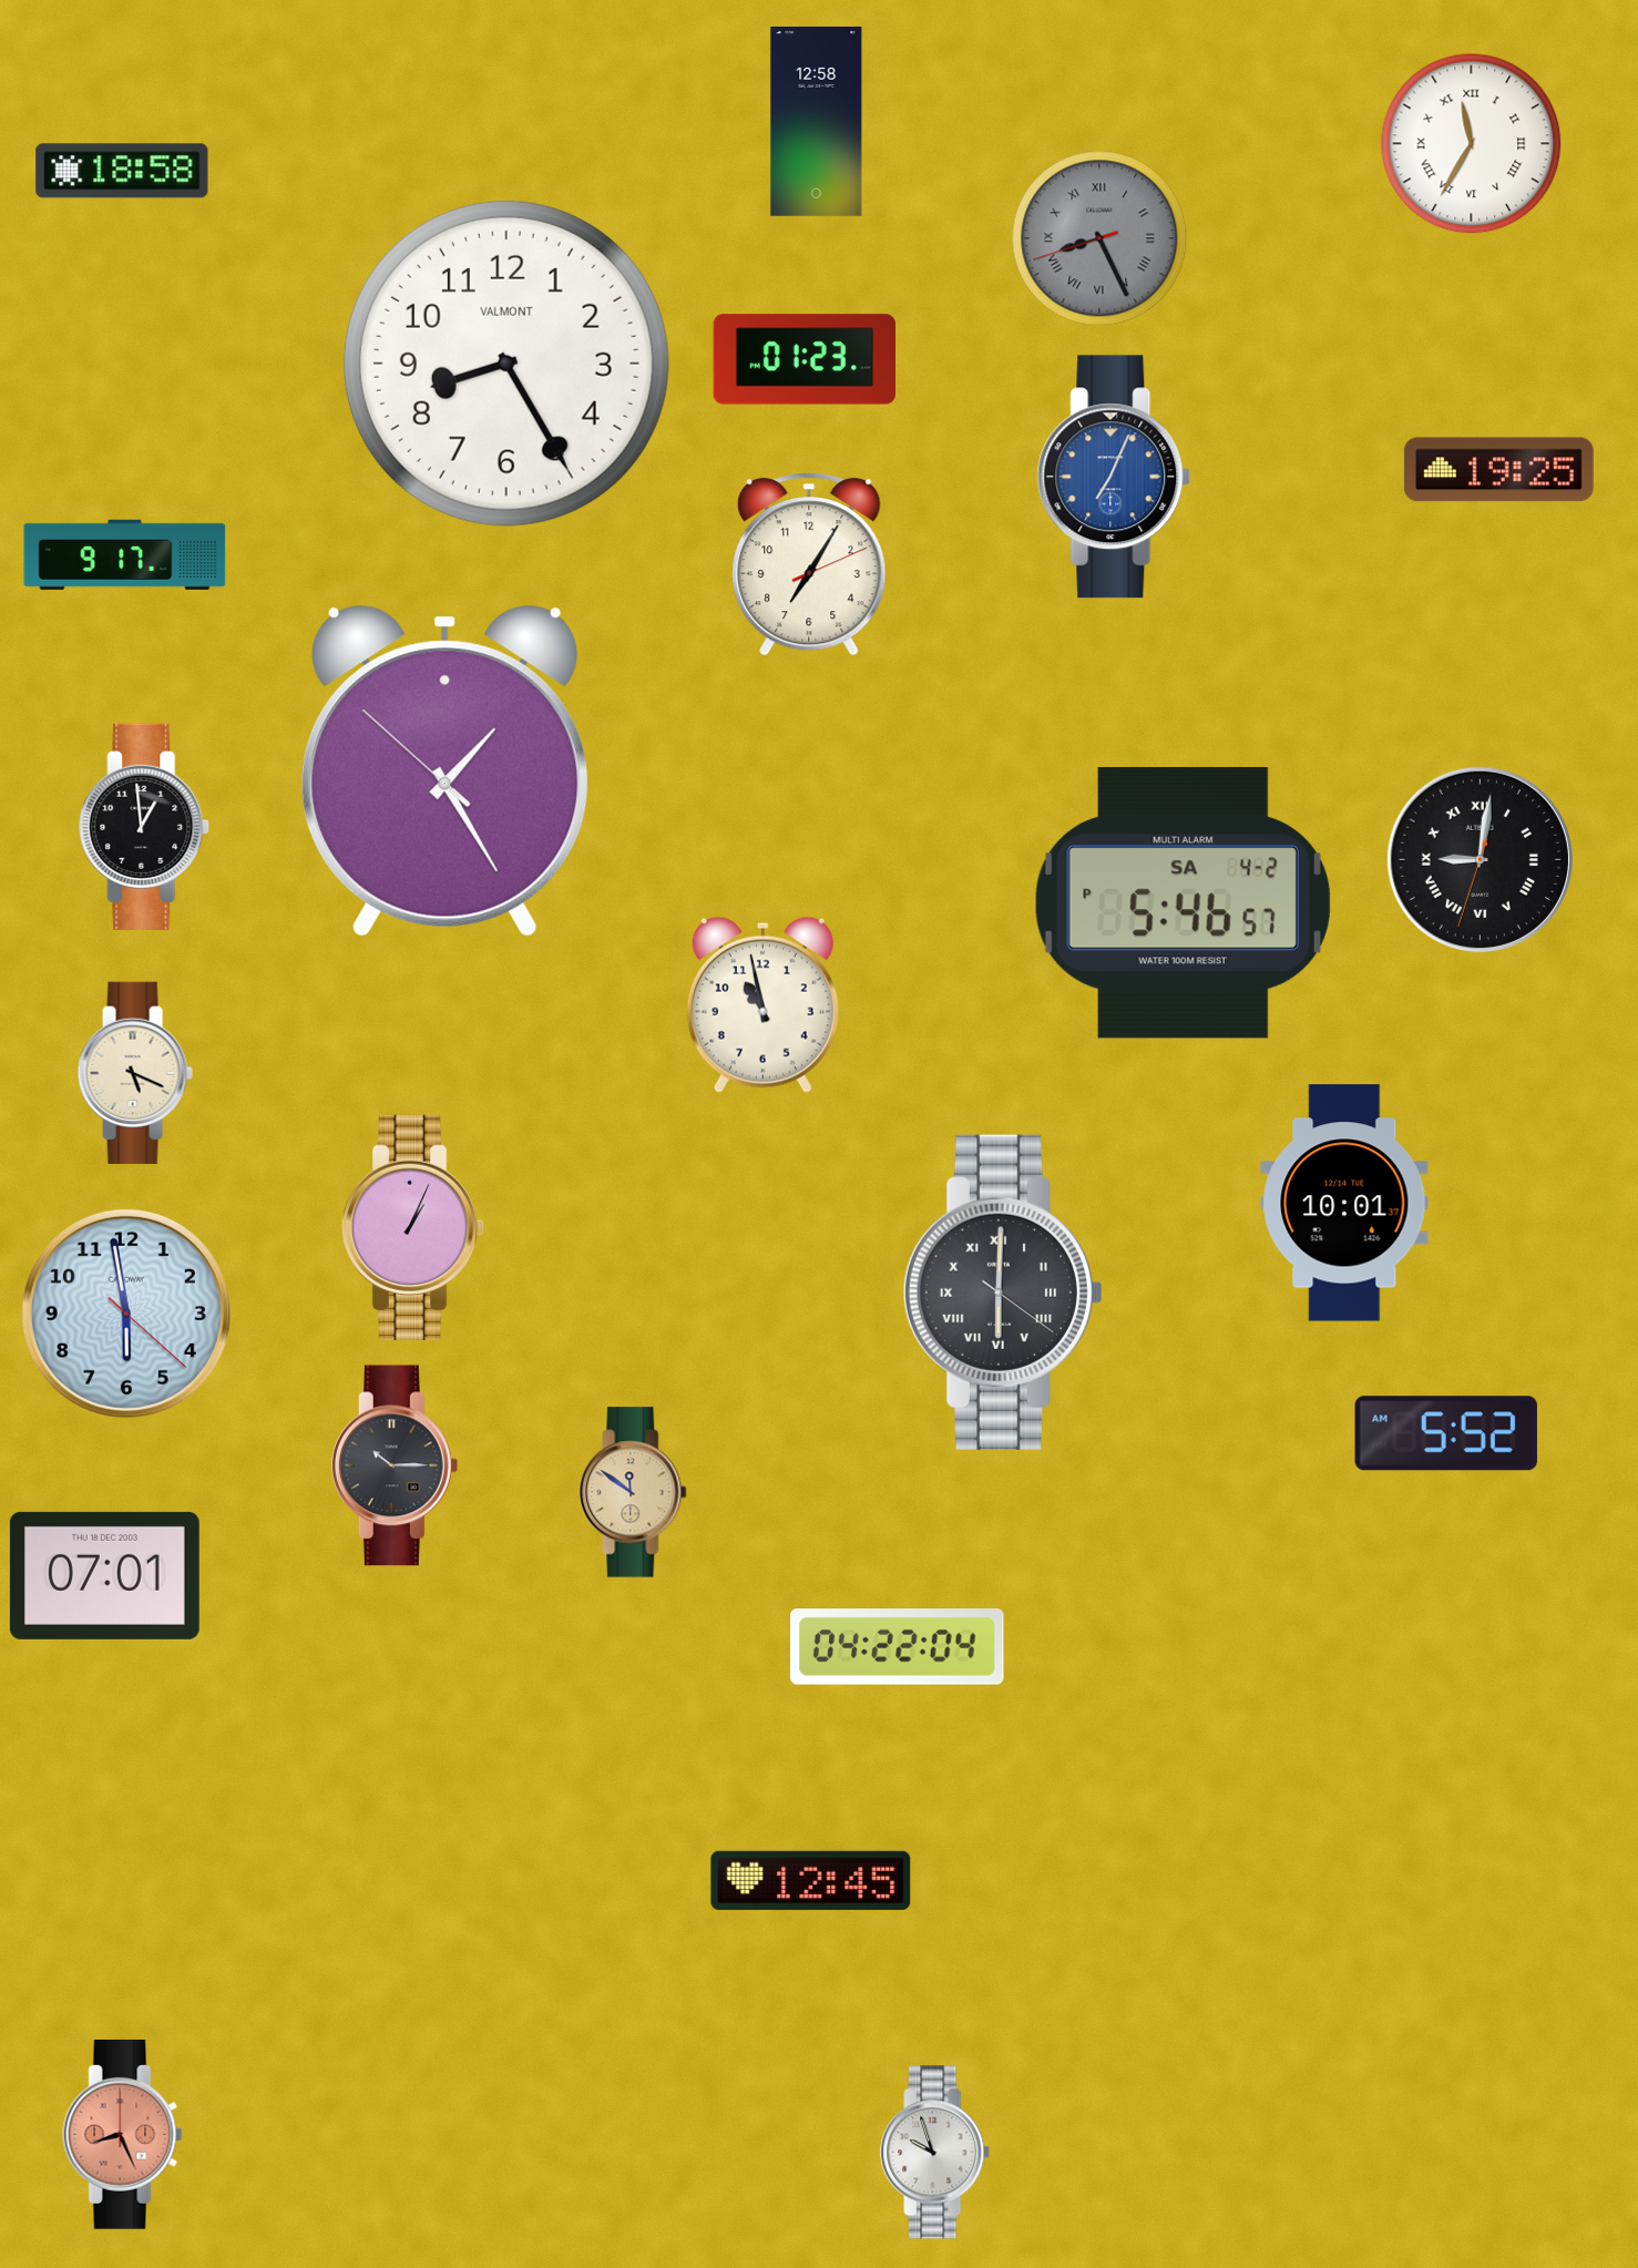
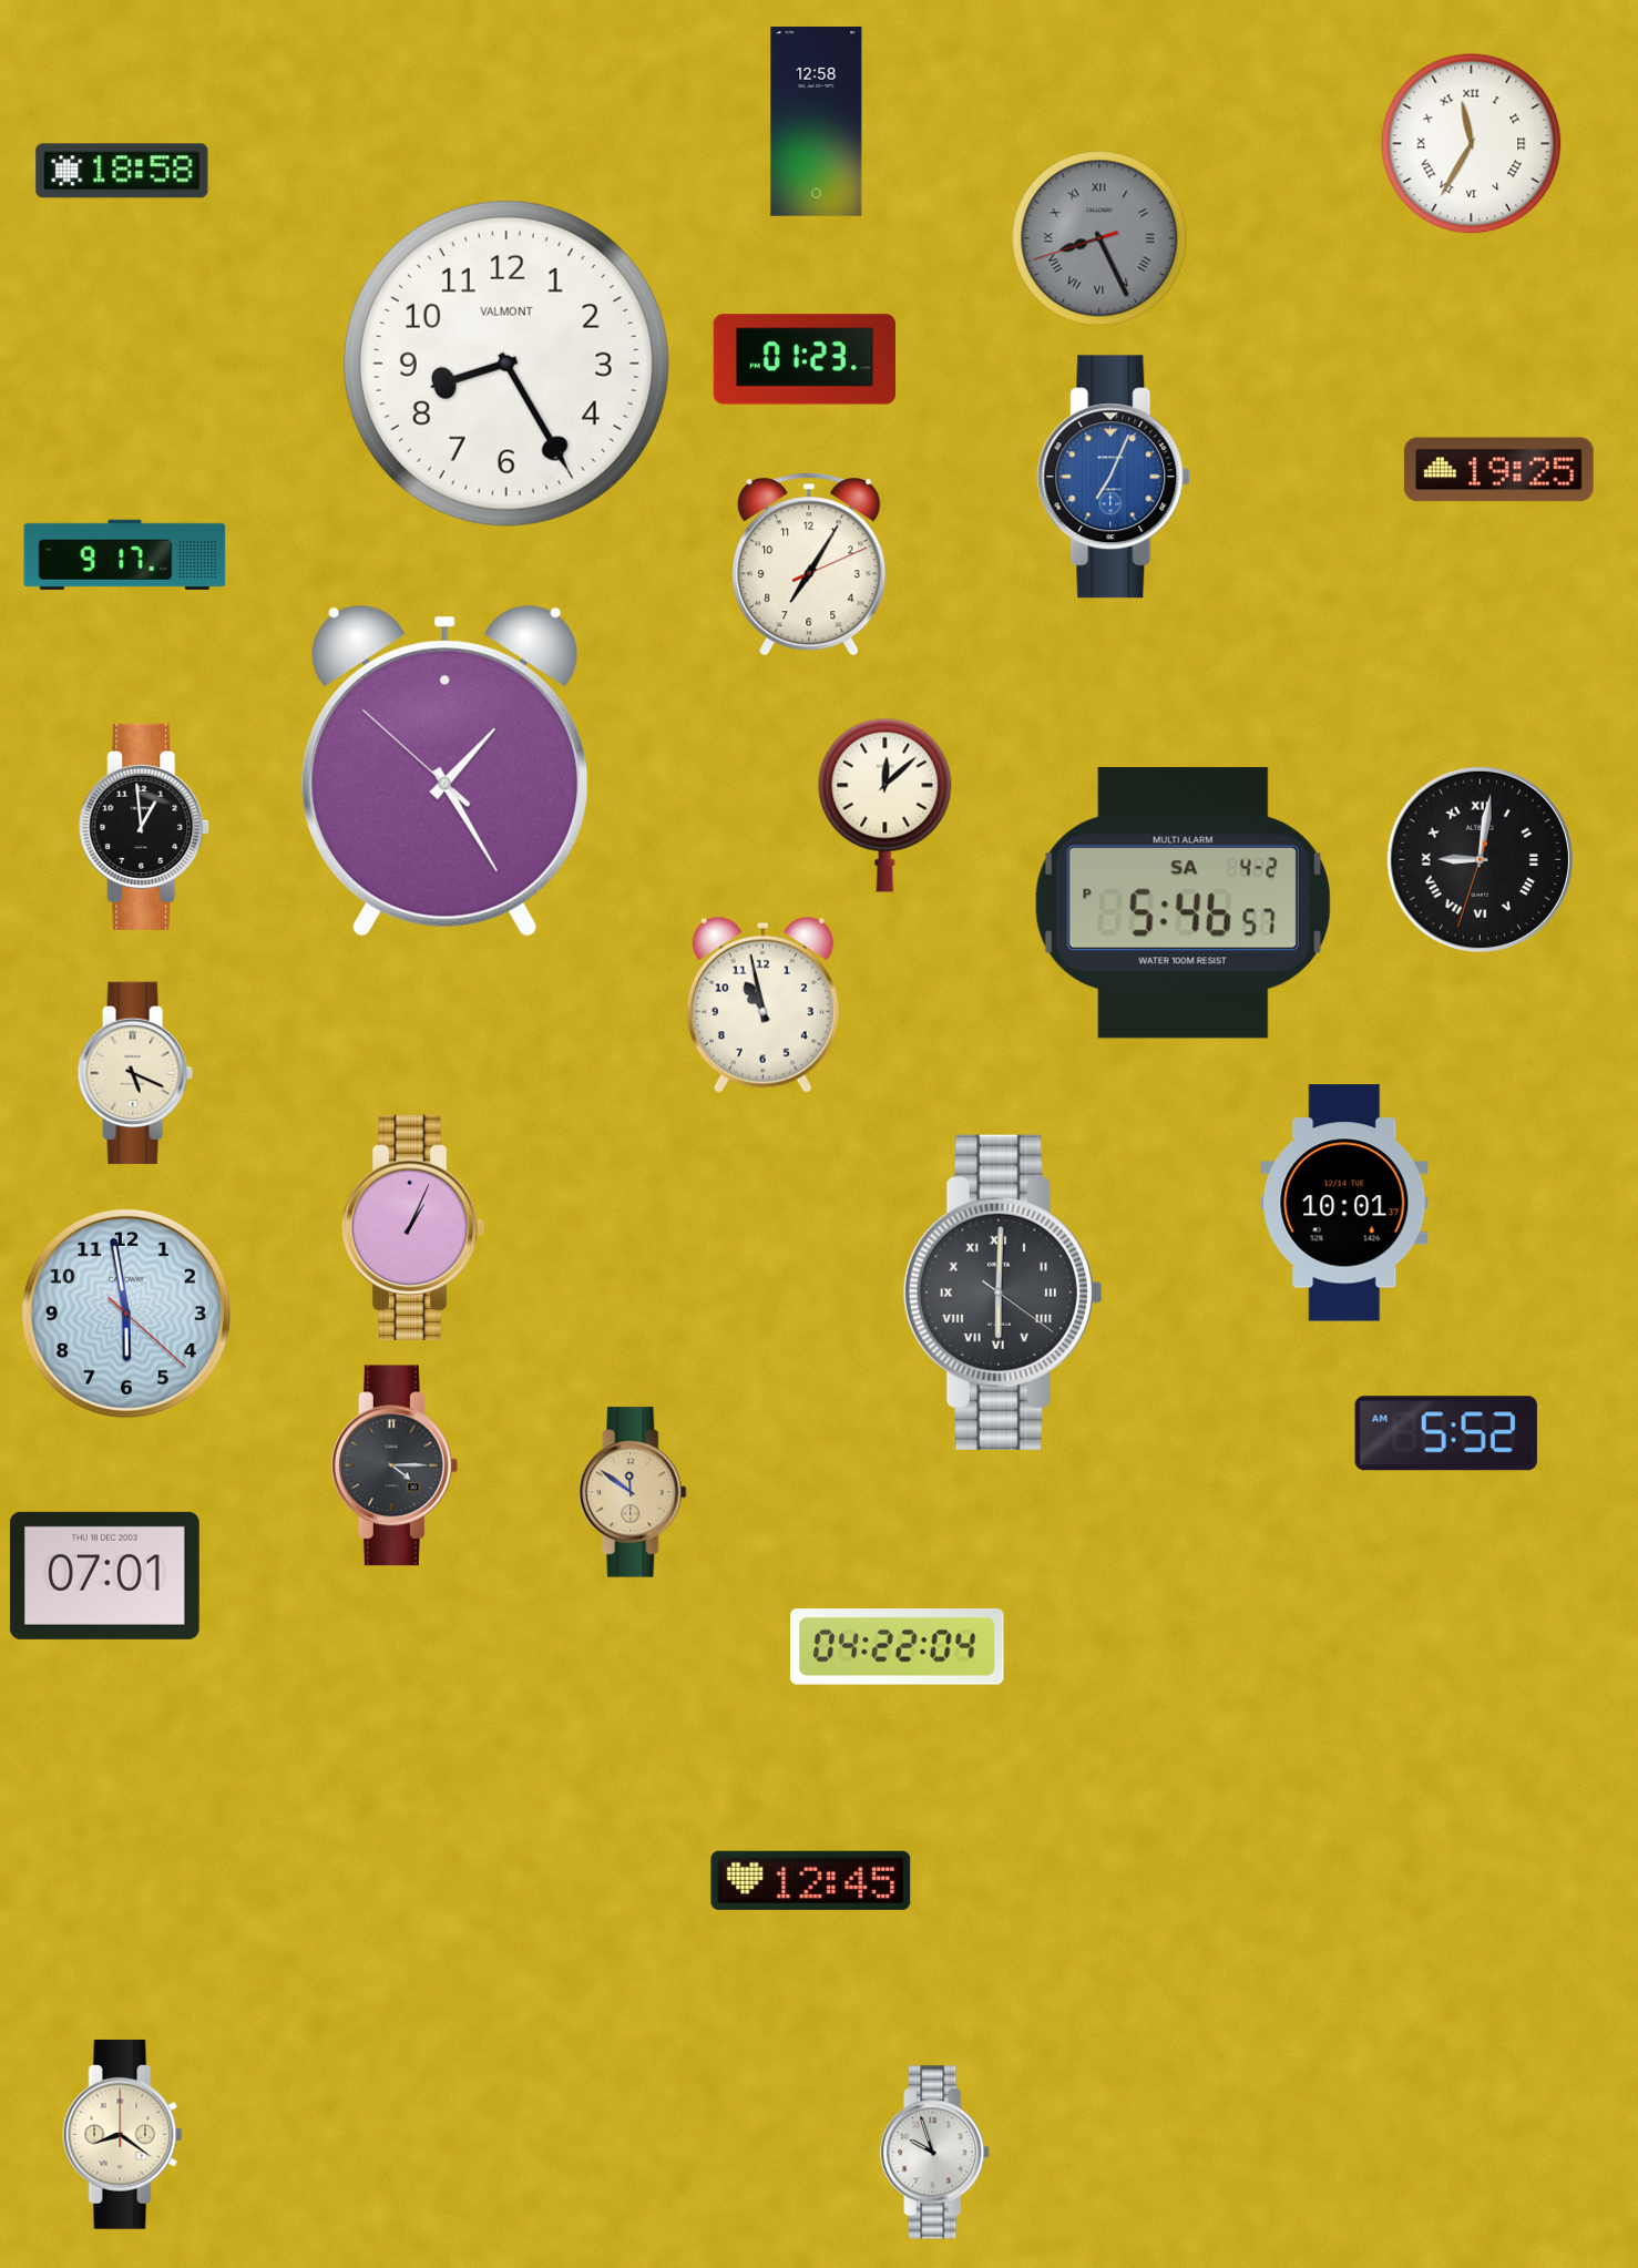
clock at (885, 805): none -> 12:08
clock at (395, 1465): 10:15 -> 4:15
clock at (123, 2134): 8:26 -> 8:21
clock at (123, 2134) dial: salmon -> cream
